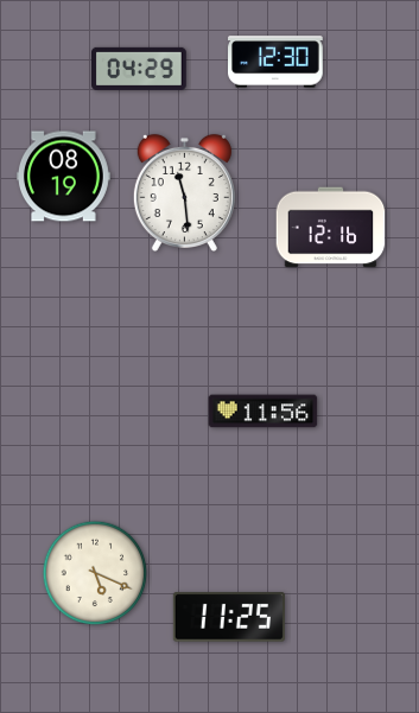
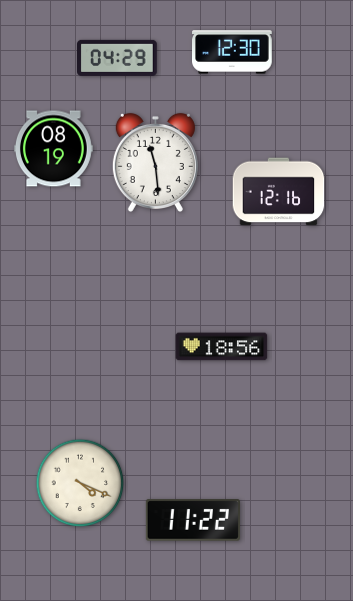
clock at (264, 412): 11:56 -> 18:56
clock at (95, 573): 5:19 -> 4:19
clock at (229, 617): 11:25 -> 11:22
